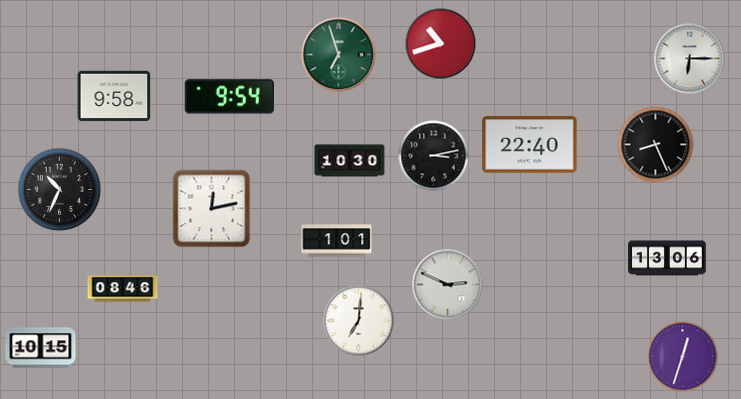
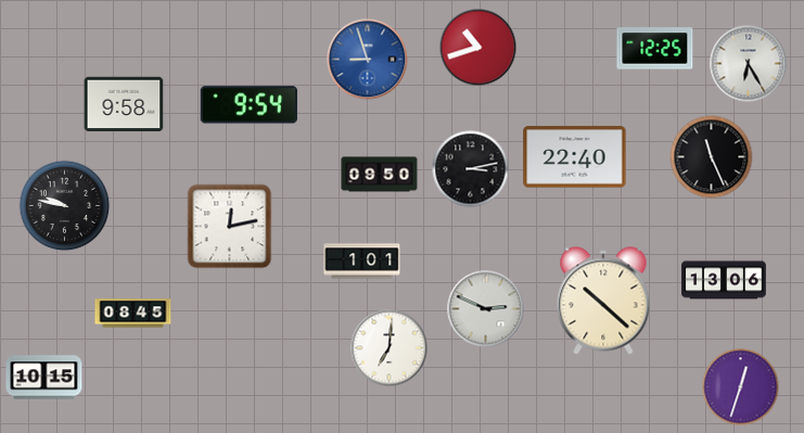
clock at (655, 49): none -> 12:25
clock at (339, 55): 6:57 -> 8:57
clock at (339, 55) dial: green -> blue
clock at (690, 59): 6:15 -> 6:25
clock at (656, 145): 8:26 -> 11:26
clock at (350, 161): 10:30 -> 09:50
clock at (60, 190): 10:34 -> 9:47
clock at (337, 241) position: (337, 241) -> (362, 262)
clock at (603, 301): none -> 10:22
clock at (123, 289): 08:46 -> 08:45
